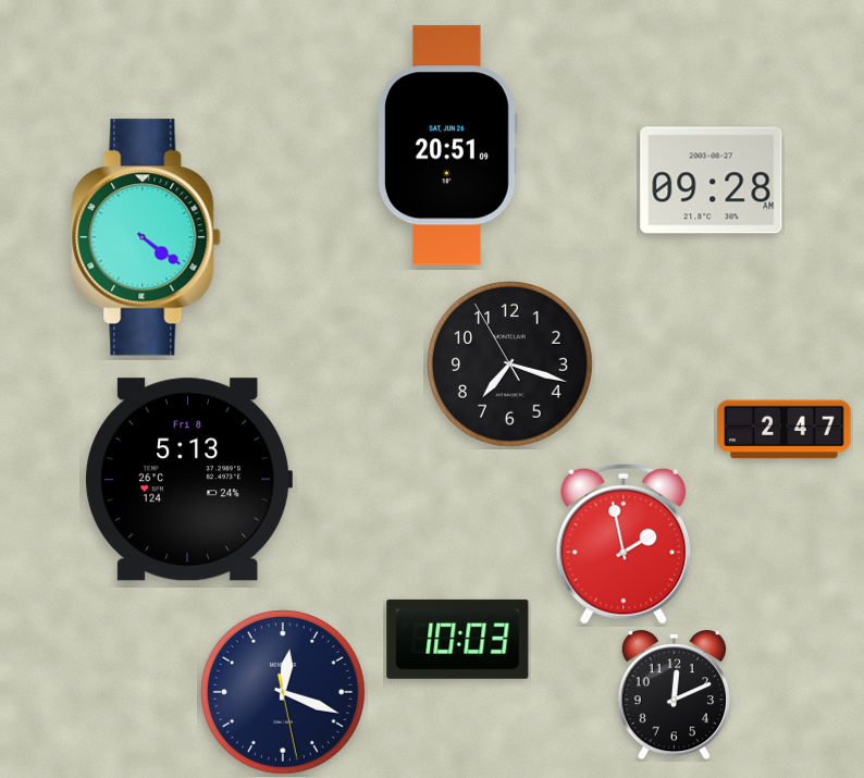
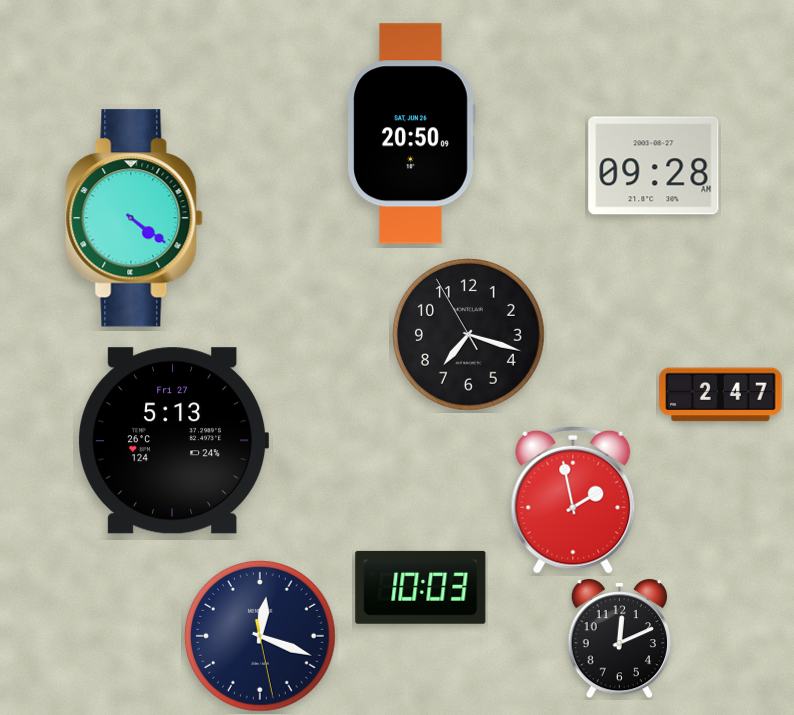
clock at (447, 146): 20:51 -> 20:50
clock at (188, 480) date: Fri 8 -> Fri 27
